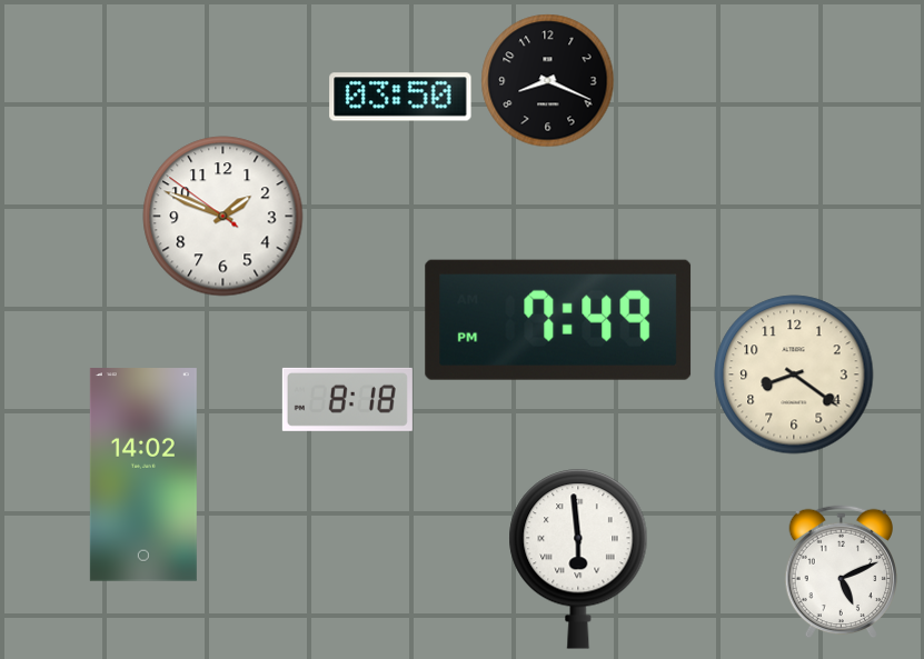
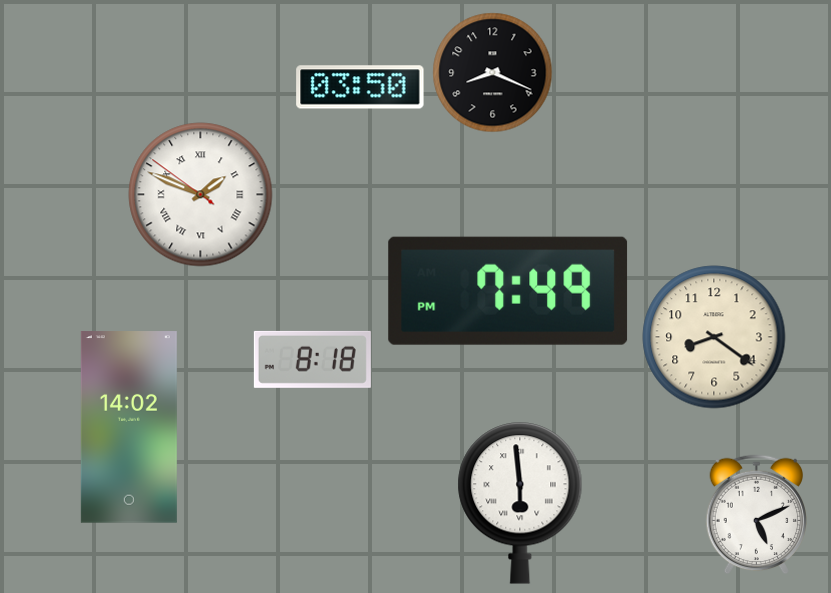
clock at (223, 217) numerals: Arabic -> Roman
clock at (558, 320) position: (558, 320) -> (508, 291)
